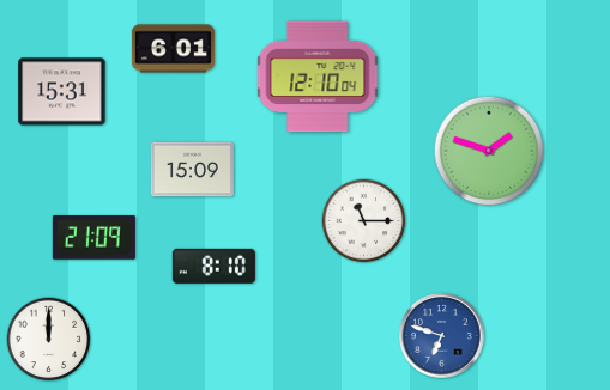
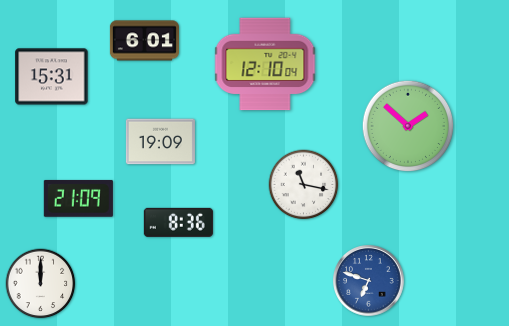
clock at (489, 151): 1:48 -> 1:52
clock at (192, 170): 15:09 -> 19:09
clock at (364, 221): 11:15 -> 11:17
clock at (213, 266): 8:10 -> 8:36
